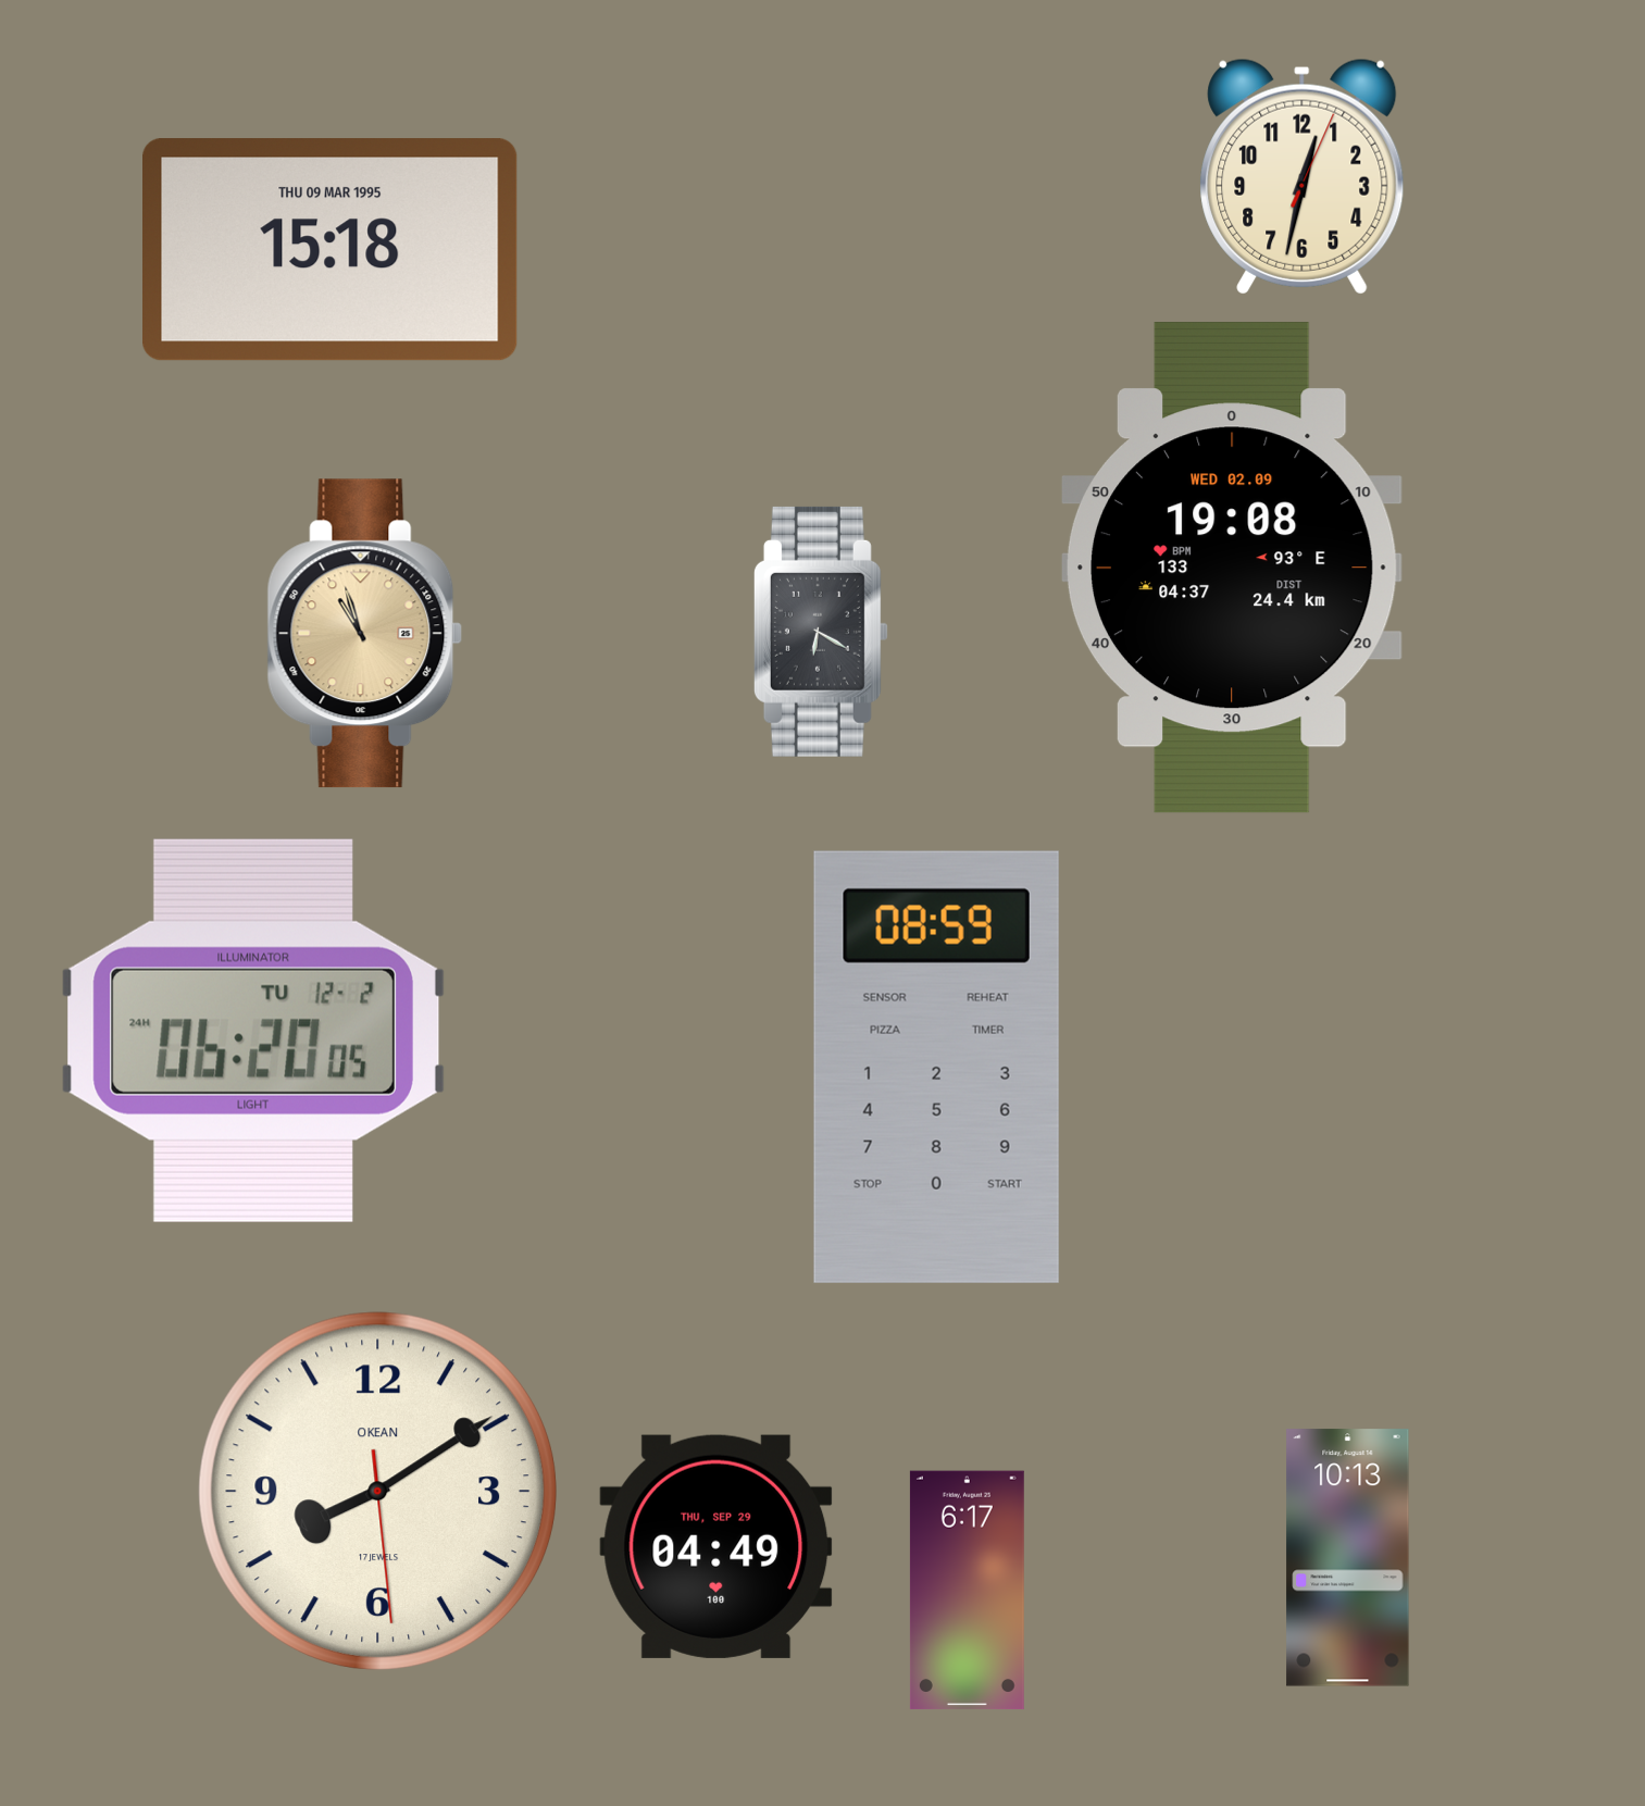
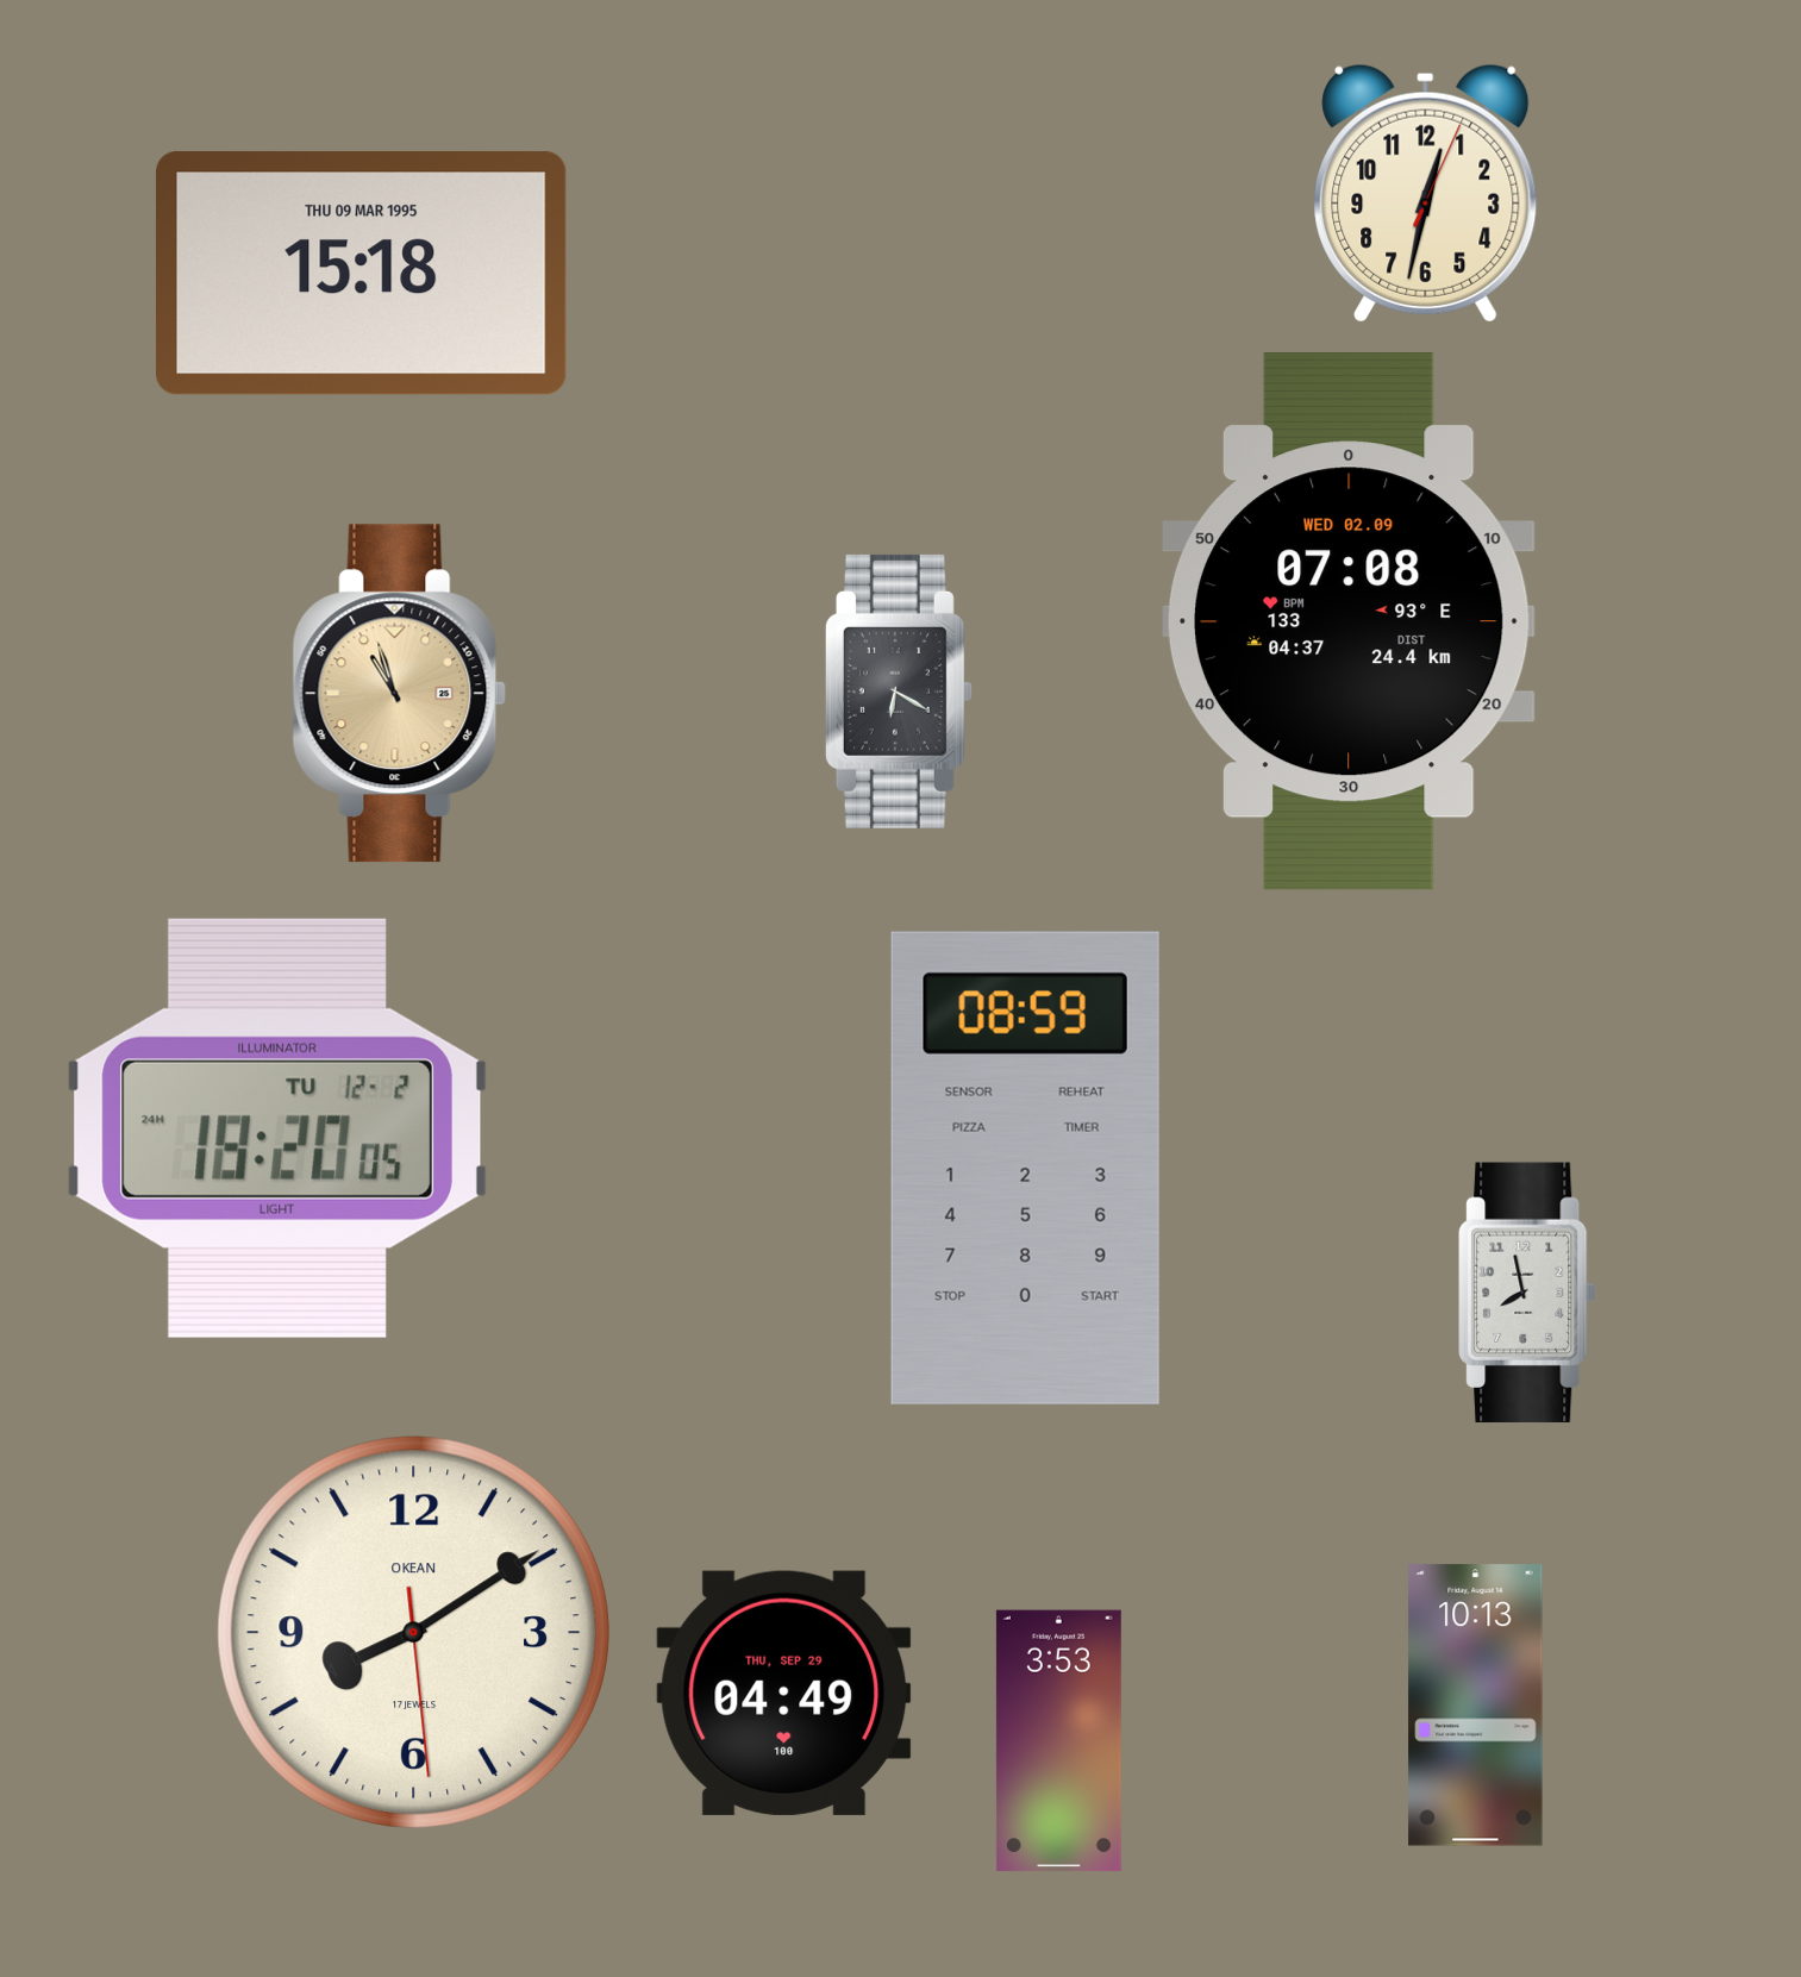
clock at (1232, 568): 19:08 -> 07:08
clock at (253, 1031): 06:20 -> 18:20
clock at (1527, 1293): none -> 7:58
clock at (967, 1591): 6:17 -> 3:53
